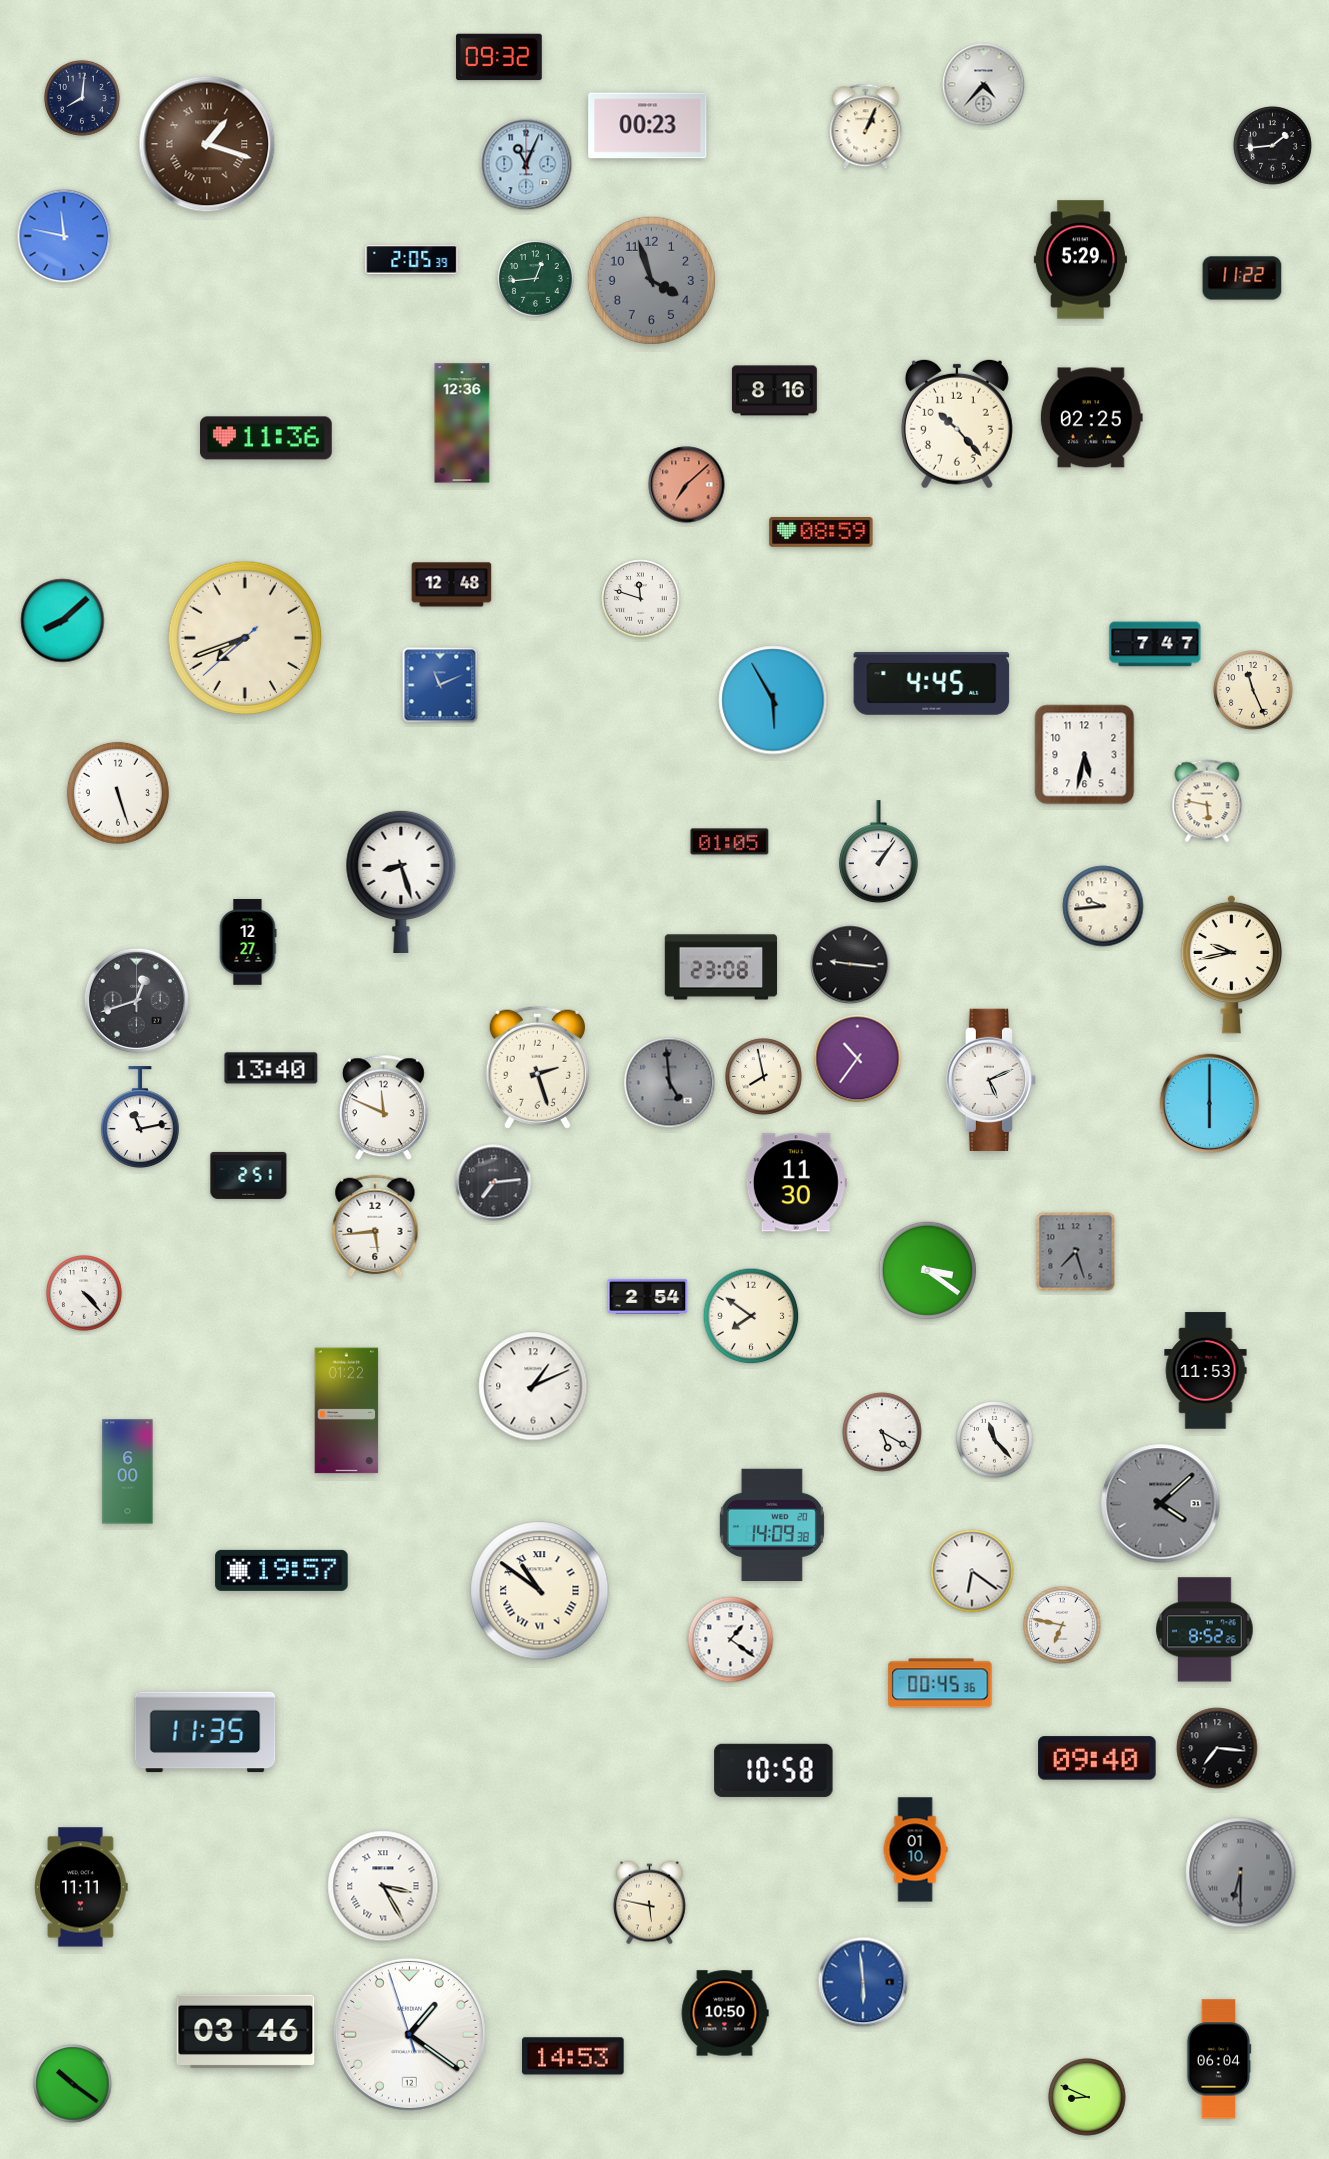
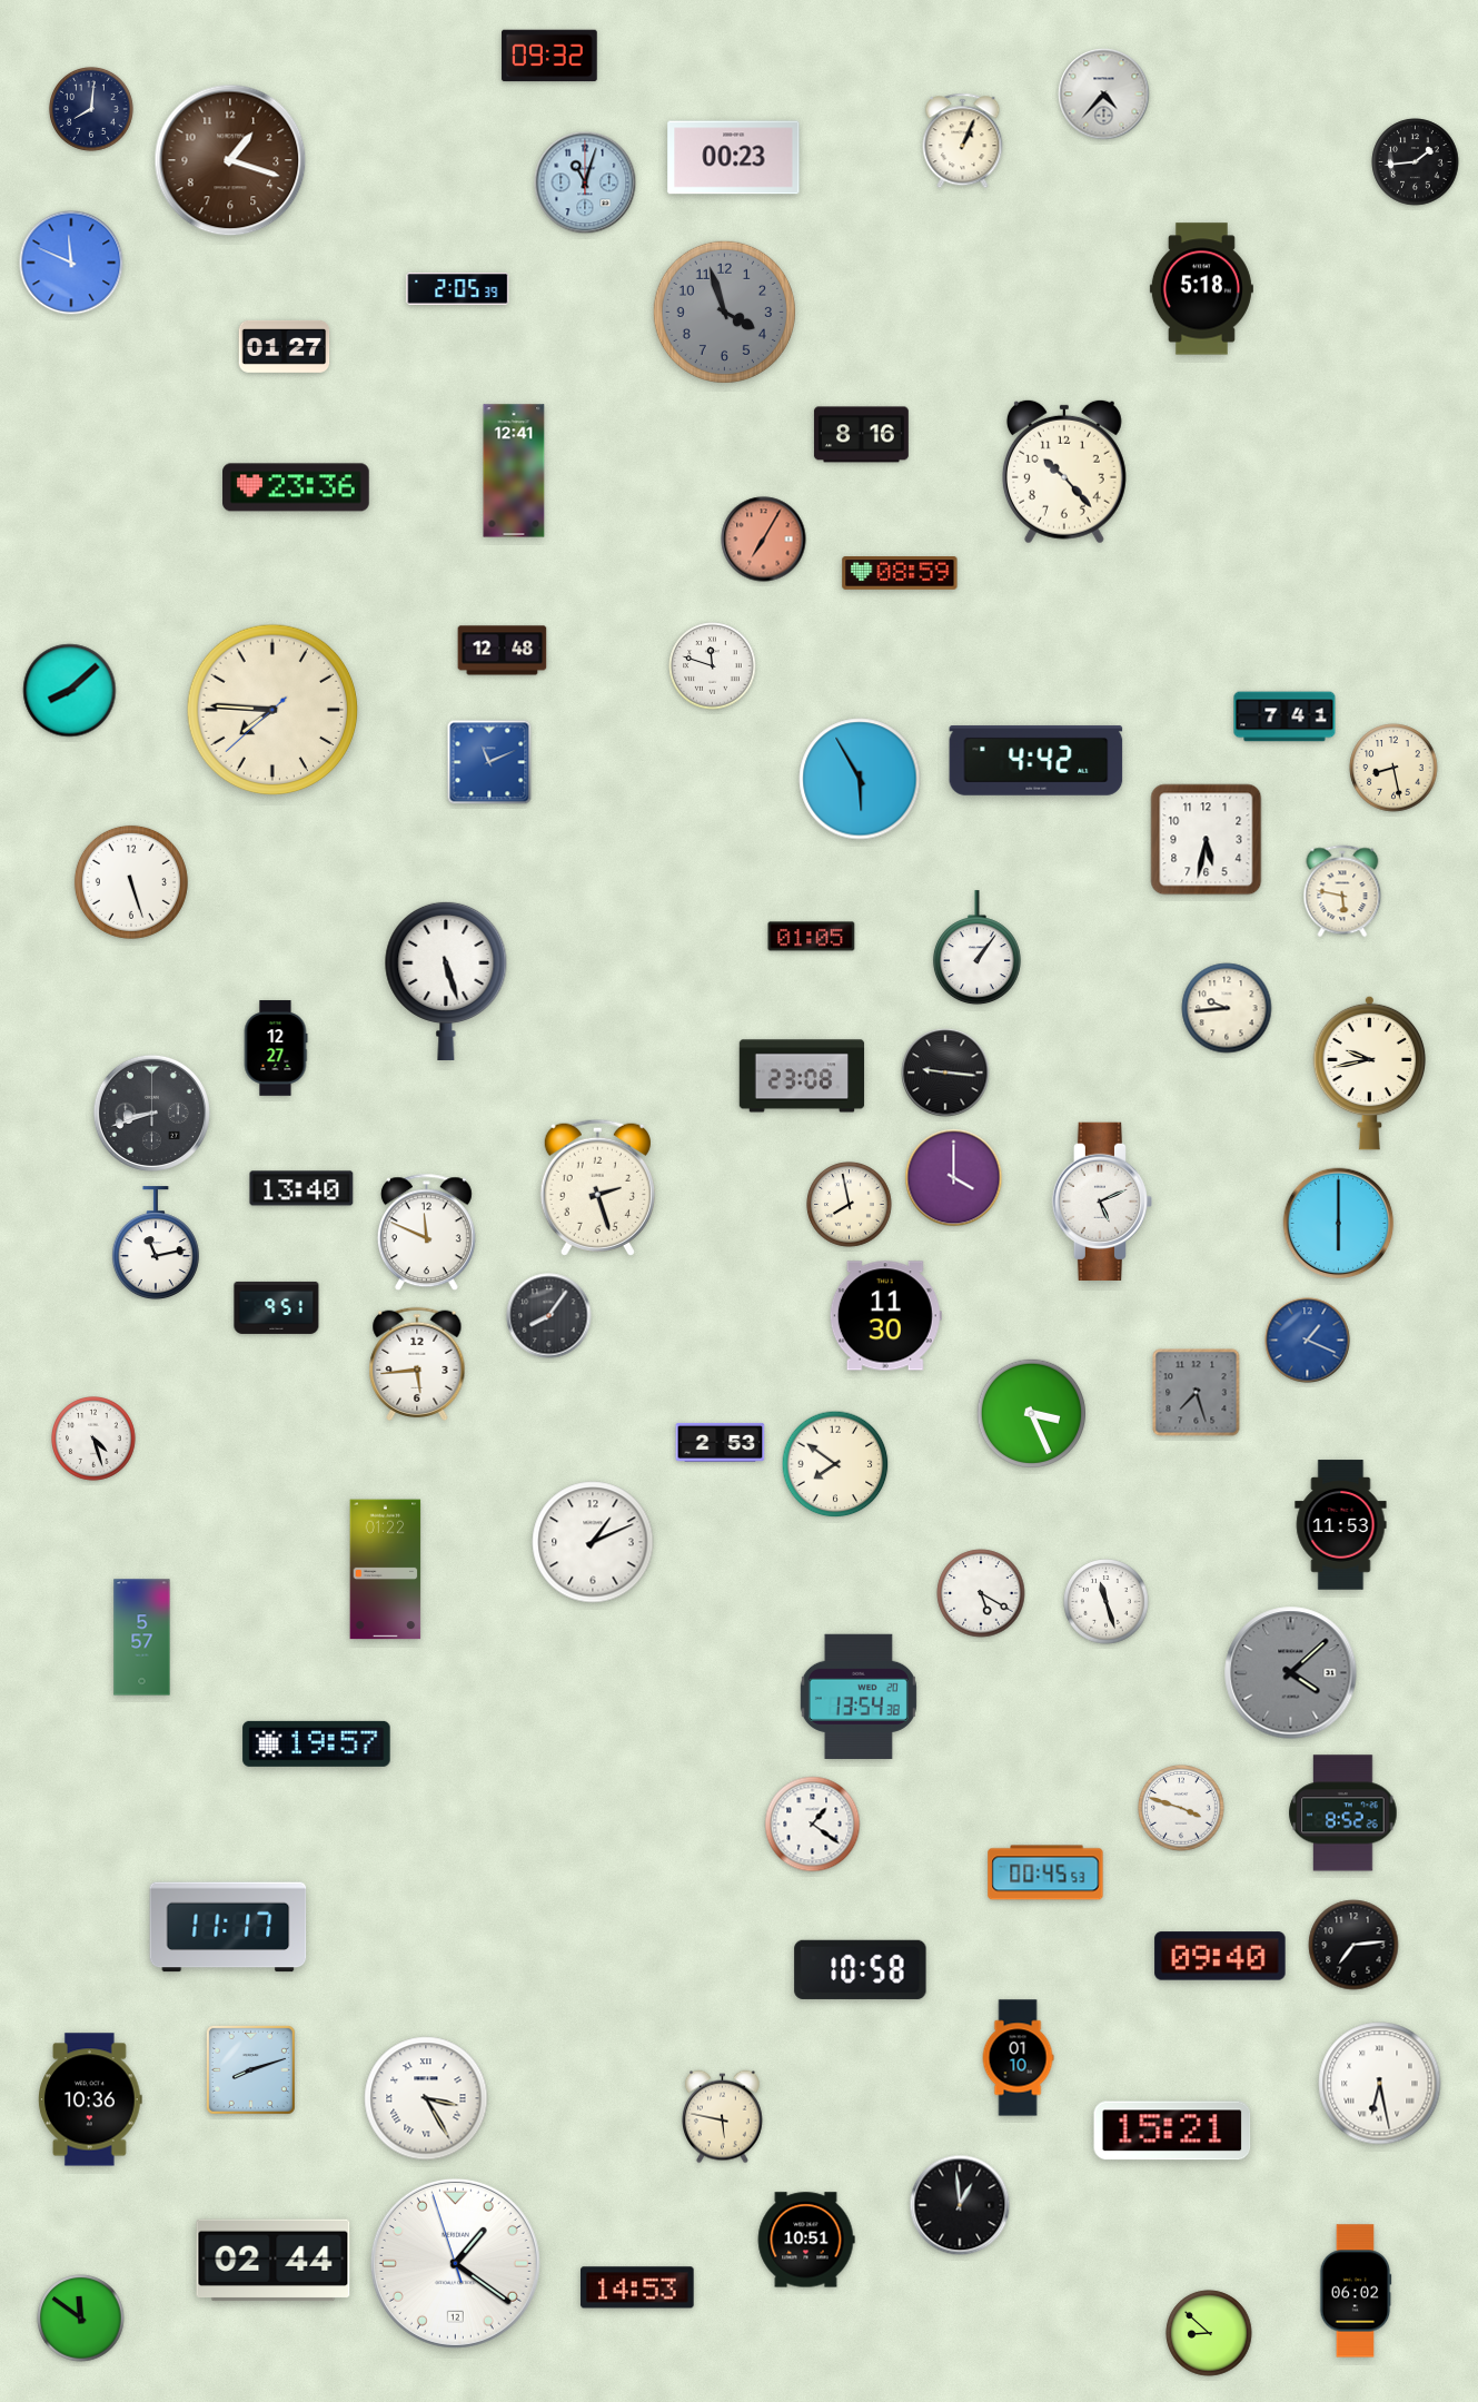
clock at (499, 57) position: (499, 57) -> (549, 56)
clock at (984, 85) position: (984, 85) -> (1104, 95)
clock at (648, 126) position: (648, 126) -> (734, 158)
clock at (207, 144) numerals: Roman -> Arabic
clock at (526, 164): 11:04 -> 11:03
clock at (64, 236): 11:47 -> 11:49
clock at (1080, 260): 5:29 -> 5:18
clock at (1242, 278): 11:22 -> none
clock at (536, 279): 12:44 -> none
clock at (285, 346): none -> 01:27
clock at (1091, 418): 02:25 -> none
clock at (462, 423): 12:36 -> 12:41
clock at (266, 438): 11:36 -> 23:36
clock at (687, 485): 7:08 -> 7:05
clock at (821, 533) position: (821, 533) -> (900, 574)
clock at (245, 638): 7:41 -> 7:45
clock at (1155, 644): 7:47 -> 7:41
clock at (932, 683): 4:45 -> 4:42
clock at (1253, 690): 11:26 -> 8:28
clock at (401, 881): 8:27 -> 5:27
clock at (136, 1000): 12:42 -> 8:42
clock at (858, 1059): 10:36 -> 4:00
clock at (764, 1077) position: (764, 1077) -> (850, 1205)
clock at (670, 1083): 4:59 -> none
clock at (1210, 1104) position: (1210, 1104) -> (1339, 1224)
clock at (249, 1175): 2:51 -> 9:51
clock at (494, 1183): 7:14 -> 8:06
clock at (1308, 1341): none -> 1:19
clock at (928, 1271): 3:21 -> 3:26
clock at (84, 1293): 4:23 -> 4:27
clock at (648, 1296): 2:54 -> 2:53
clock at (995, 1440): 11:23 -> 11:27
clock at (128, 1472): 6:00 -> 5:57
clock at (772, 1524): 14:09 -> 13:54
clock at (282, 1570) position: (282, 1570) -> (317, 1743)
clock at (972, 1571): 6:21 -> none
clock at (540, 1591): 10:51 -> none
clock at (1062, 1625): 6:47 -> 3:48
clock at (1205, 1630) position: (1205, 1630) -> (1343, 1813)
clock at (940, 1683): 00:45:36 -> 00:45:53
clock at (205, 1732): 11:35 -> 11:17
clock at (1217, 1748): 7:16 -> 7:14
clock at (250, 2069): none -> 8:12
clock at (1241, 1873): 6:30 -> 6:28
clock at (1241, 1873) dial: grey -> white
clock at (82, 1887): 11:11 -> 10:36
clock at (1172, 2131): none -> 15:21
clock at (863, 1982): 5:59 -> 12:59
clock at (863, 1982) dial: blue -> black
clock at (725, 2013): 10:50 -> 10:51
clock at (246, 2032): 03:46 -> 02:44
clock at (1219, 2059): 06:04 -> 06:02
clock at (73, 2084): 10:21 -> 11:51
clock at (1087, 2097): 8:49 -> 8:52
